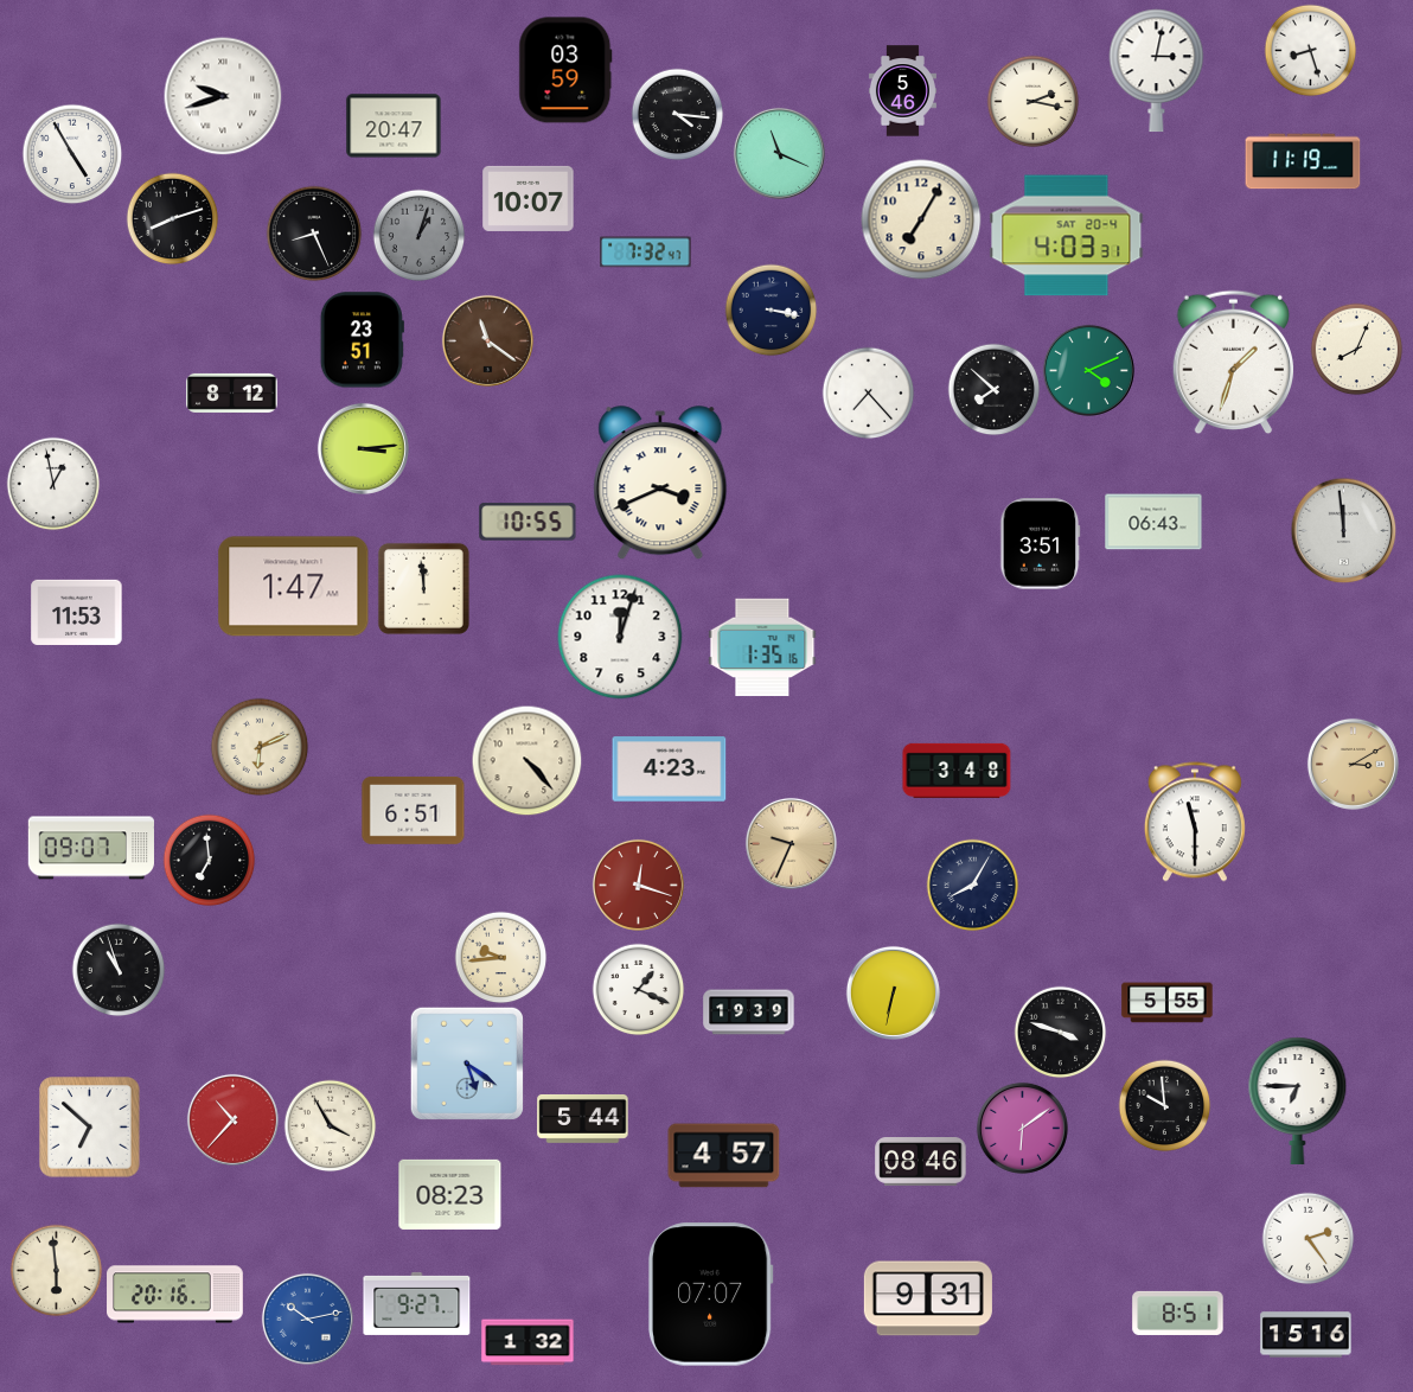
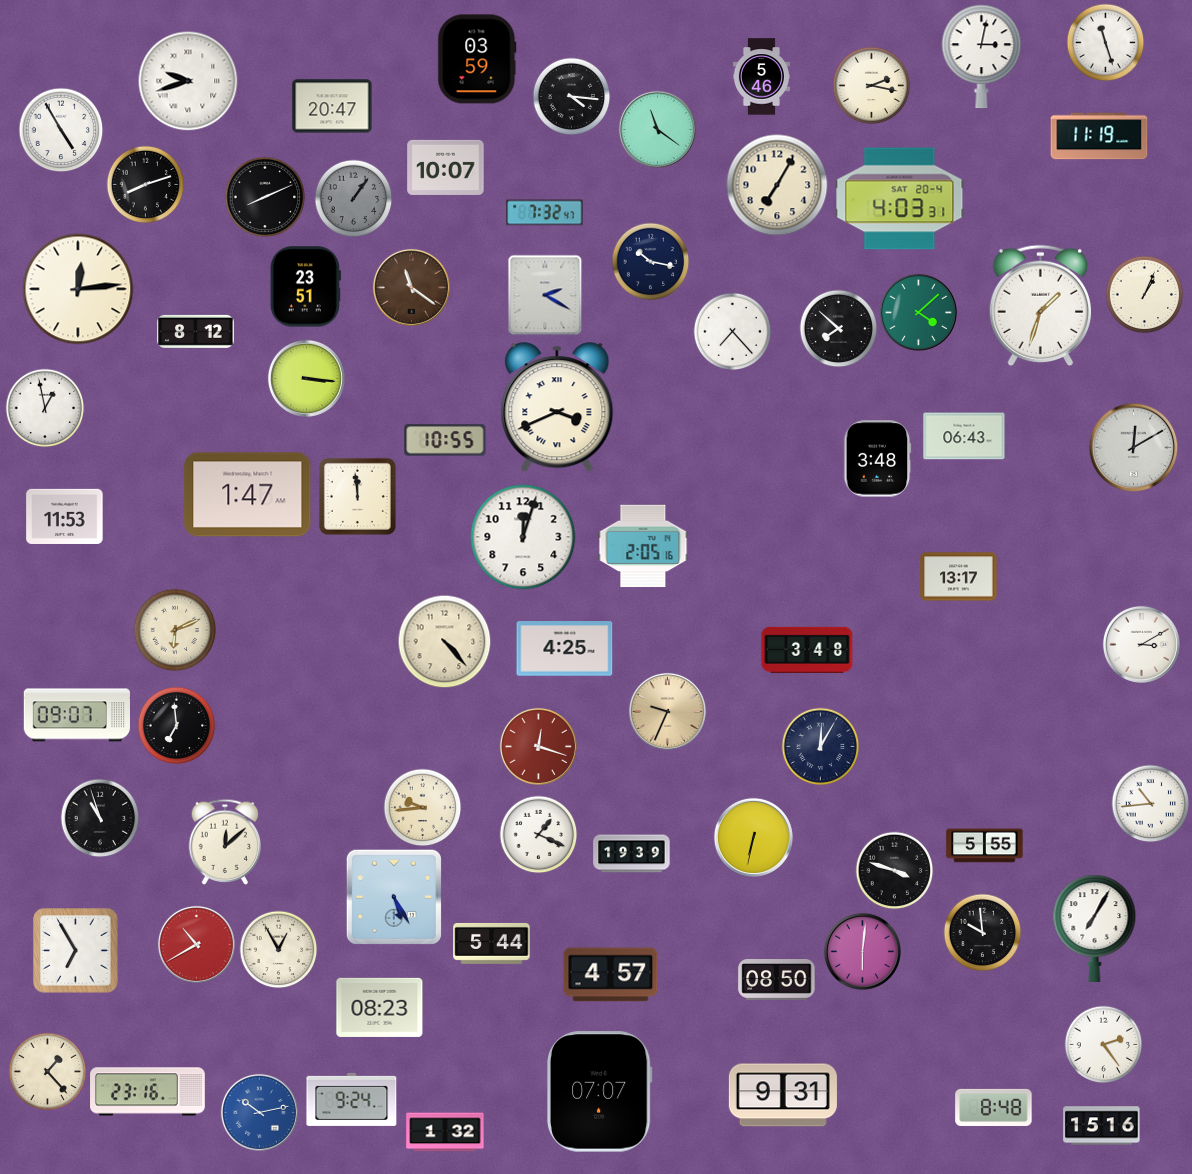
clock at (1310, 50): 8:27 -> 11:27
clock at (1157, 71) position: (1157, 71) -> (982, 57)
clock at (779, 153): 11:19 -> 11:21
clock at (314, 234): 8:26 -> 8:11
clock at (418, 235): 1:03 -> 1:06
clock at (771, 309): 3:17 -> 10:17
clock at (78, 289): none -> 12:14
clock at (1356, 349): 8:04 -> 1:04
clock at (545, 295): none -> 2:20
clock at (1088, 370): 4:11 -> 4:08
clock at (363, 448): 3:14 -> 3:16
clock at (1153, 522) position: (1153, 522) -> (964, 436)
clock at (1343, 530): 11:59 -> 12:10
clock at (1040, 544): 3:51 -> 3:48
clock at (762, 647): 1:35 -> 2:05
clock at (959, 577): none -> 13:17
clock at (260, 747) position: (260, 747) -> (175, 630)
clock at (1353, 764) dial: champagne -> white
clock at (670, 770): 4:23 -> 4:25
clock at (414, 811): 6:51 -> none
clock at (1195, 822): 11:30 -> none
clock at (972, 885): 8:05 -> 12:05
clock at (1150, 803): none -> 10:44
clock at (225, 842): none -> 12:08
clock at (467, 1064): 5:21 -> 5:25
clock at (1298, 1100): 6:45 -> 7:05
clock at (232, 1119): 10:37 -> 10:40
clock at (330, 1125): 3:55 -> 12:55
clock at (90, 1128): 6:52 -> 6:55
clock at (1022, 1128): 6:09 -> 6:01
clock at (921, 1162): 08:46 -> 08:50
clock at (56, 1270): 5:59 -> 1:23
clock at (175, 1295): 20:16 -> 23:16
clock at (417, 1303): 9:27 -> 9:24
clock at (1178, 1313): 8:51 -> 8:48
